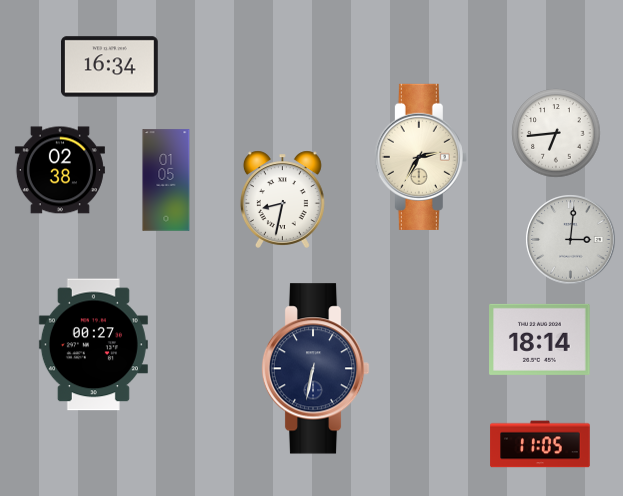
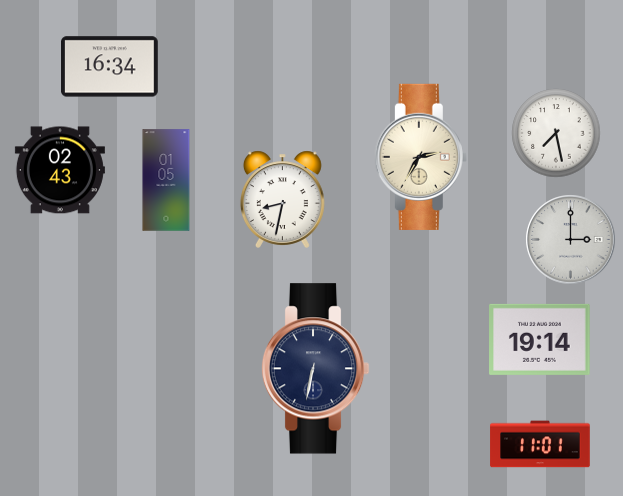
clock at (556, 133): 6:44 -> 7:28
clock at (60, 170): 02:38 -> 02:43
clock at (570, 239): 3:01 -> 3:00
clock at (540, 339): 18:14 -> 19:14
clock at (93, 345): 00:27 -> none
clock at (540, 444): 11:05 -> 11:01
